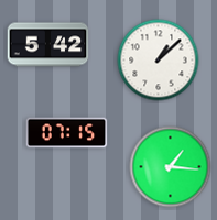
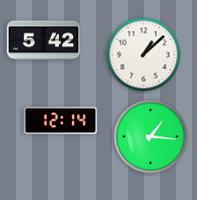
clock at (67, 133): 07:15 -> 12:14
clock at (171, 167) position: (171, 167) -> (151, 137)
